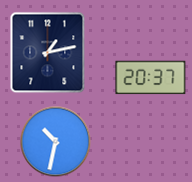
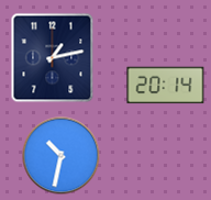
clock at (151, 78): 20:37 -> 20:14
